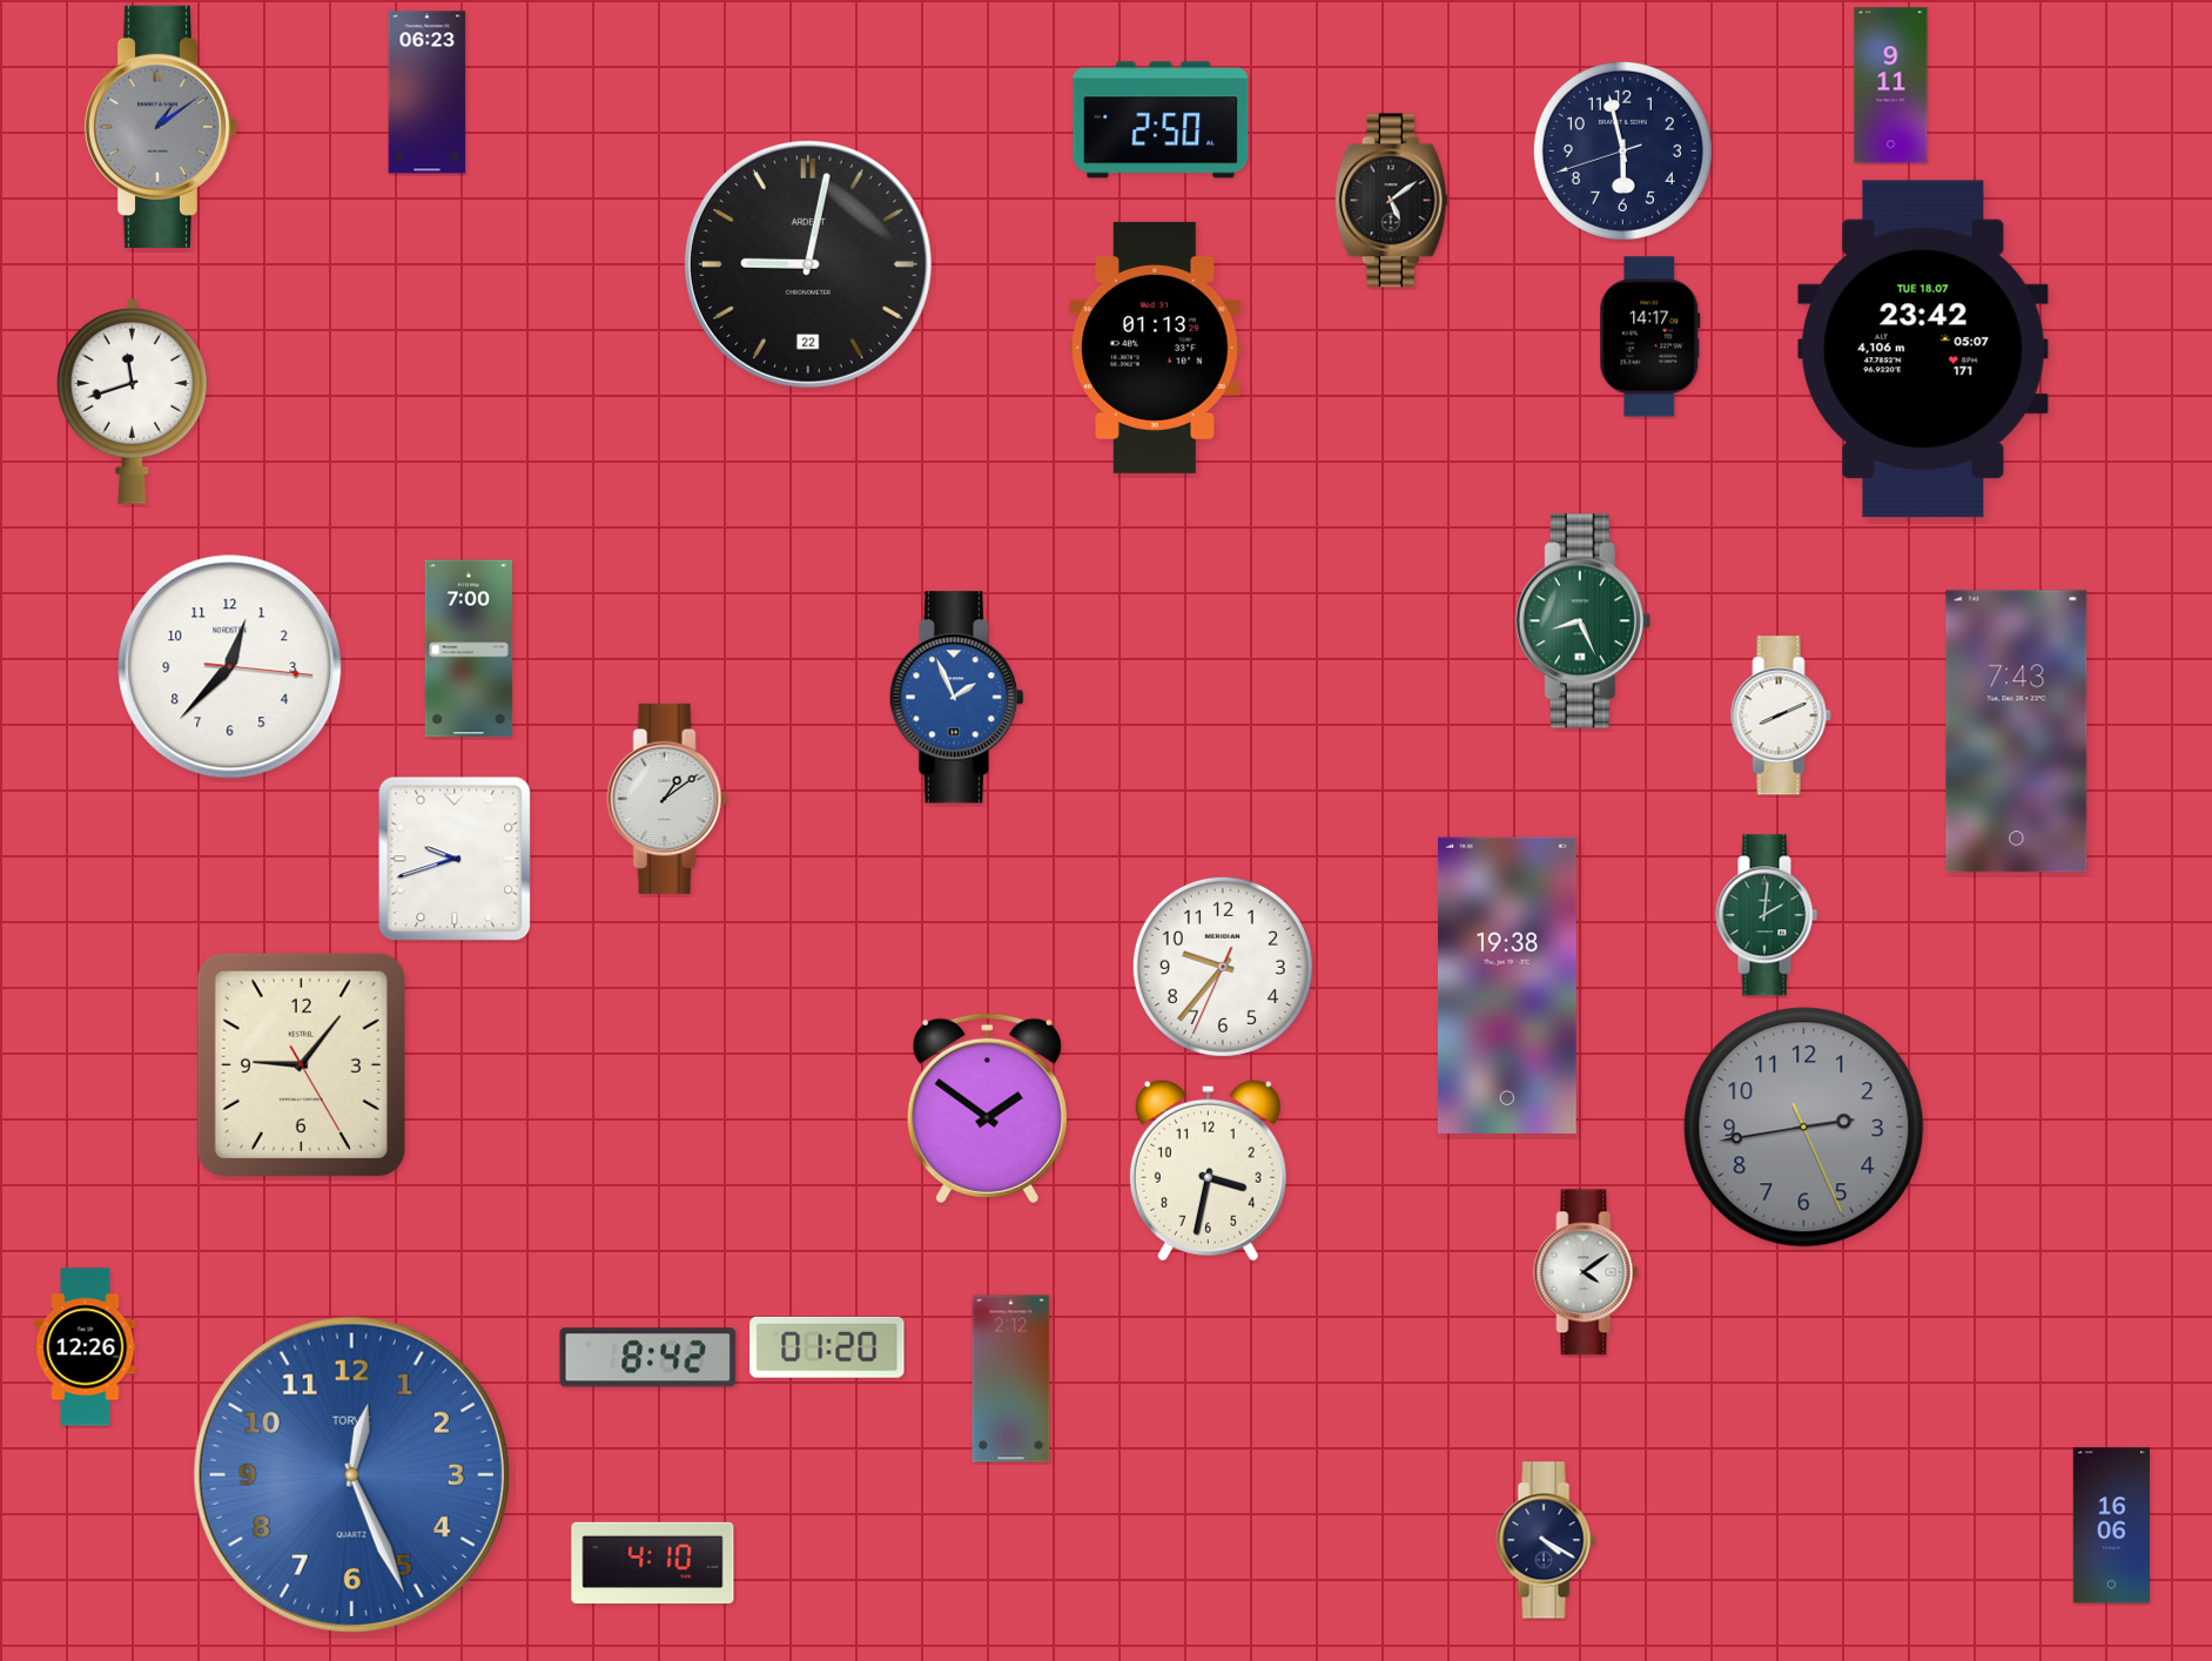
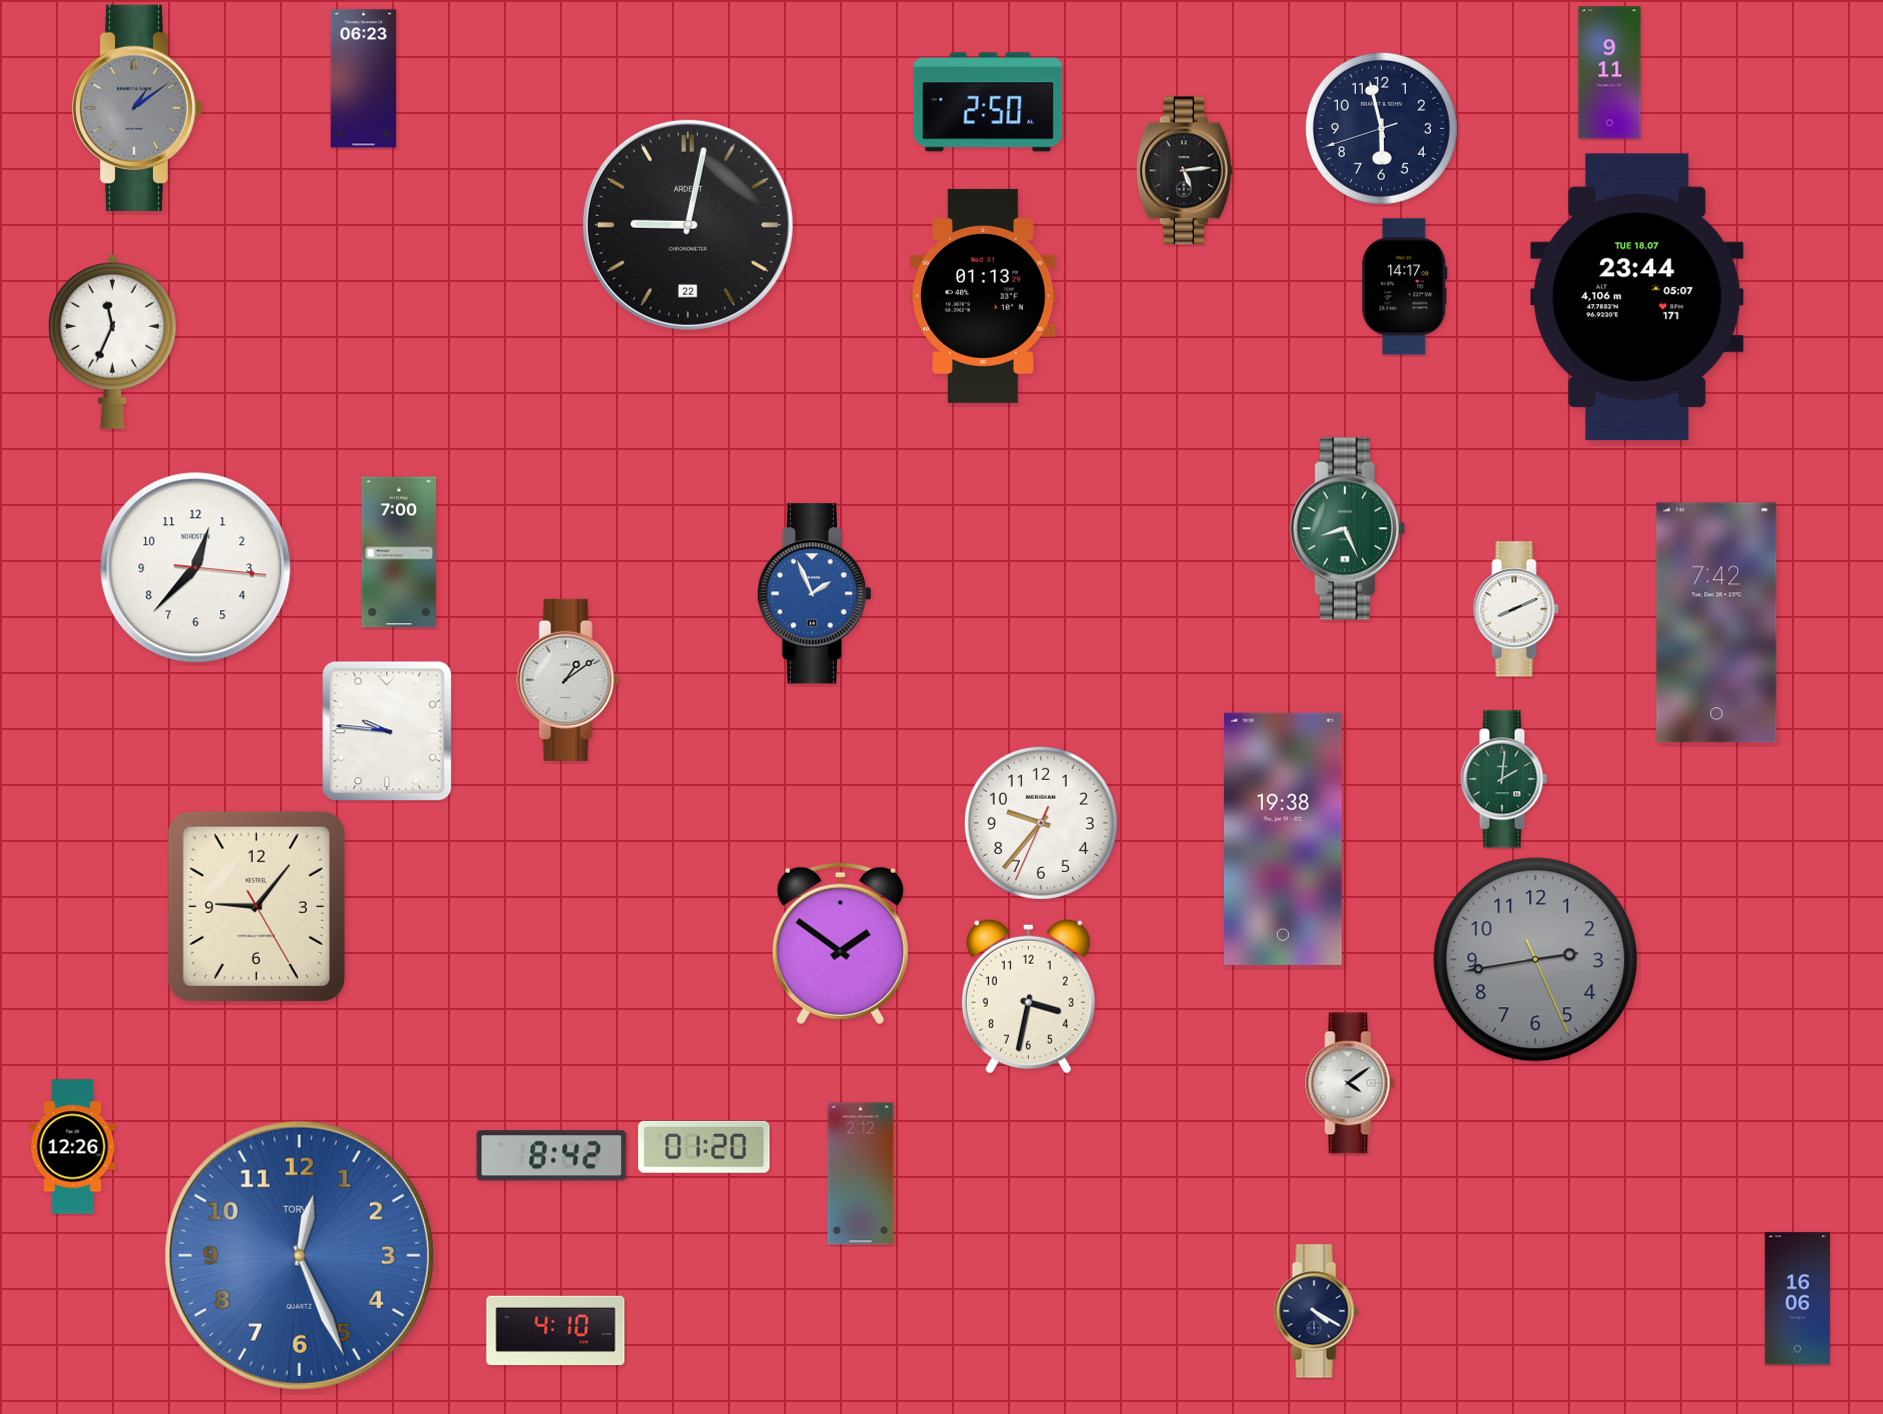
clock at (1391, 201): 5:09 -> 5:14
clock at (1923, 349): 23:42 -> 23:44
clock at (132, 402): 11:42 -> 11:34
clock at (2017, 732): 7:43 -> 7:42
clock at (455, 859): 9:42 -> 9:46
